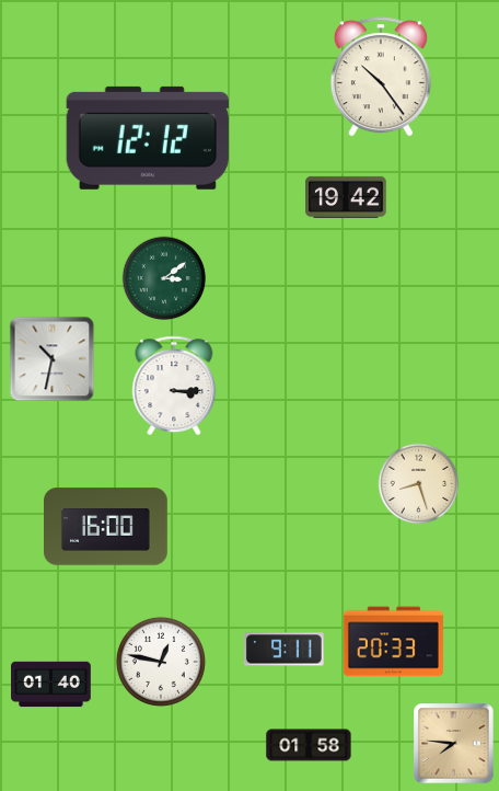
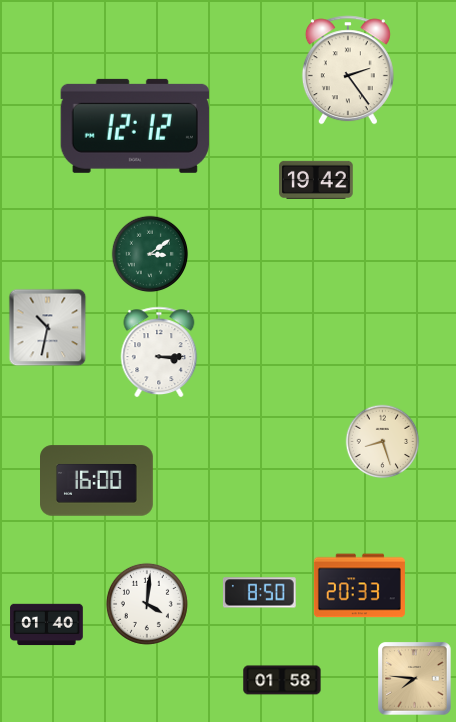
clock at (381, 77): 10:24 -> 2:24
clock at (283, 650): 9:11 -> 8:50
clock at (161, 662): 12:47 -> 4:01
